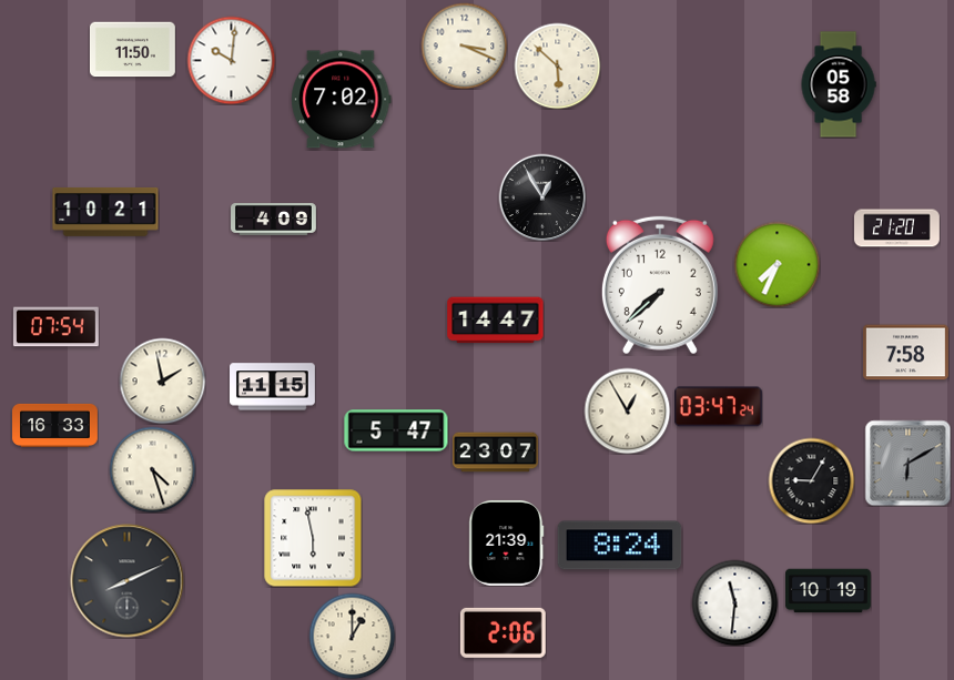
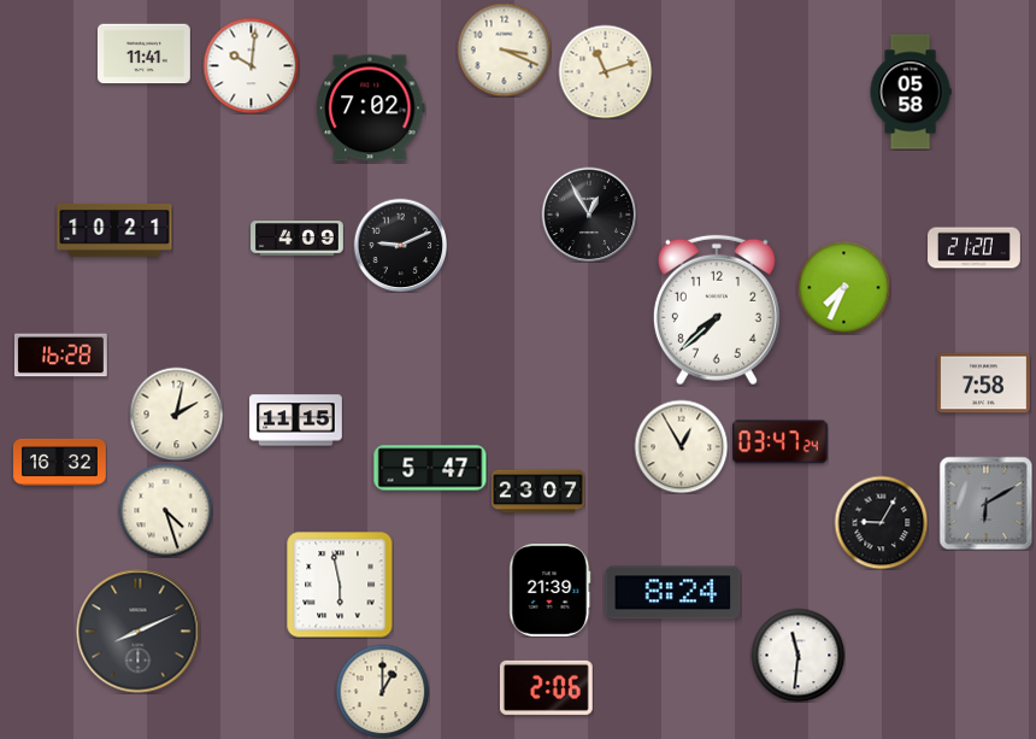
clock at (133, 50): 11:50 -> 11:41
clock at (557, 65): 5:52 -> 11:12
clock at (400, 245): none -> 9:11
clock at (496, 321): 14:47 -> none
clock at (57, 327): 07:54 -> 16:28
clock at (162, 380): 1:58 -> 2:02
clock at (55, 425): 16:33 -> 16:32
clock at (829, 591): 10:19 -> none
